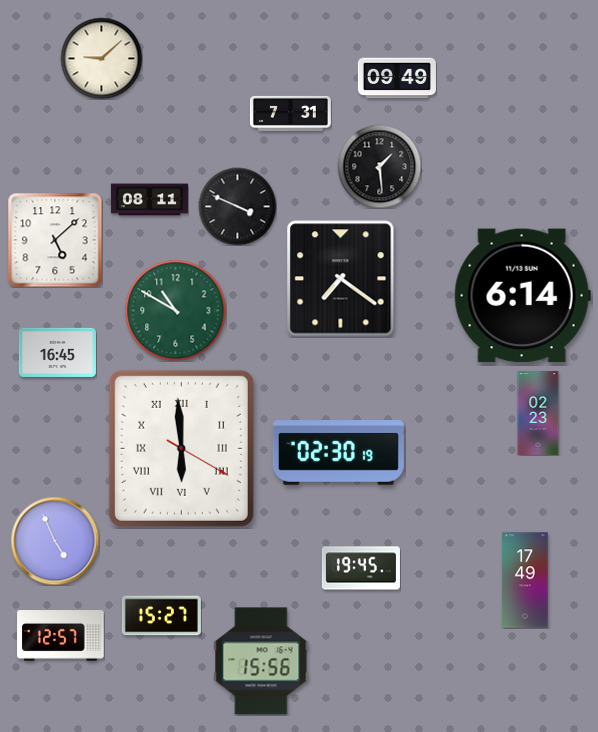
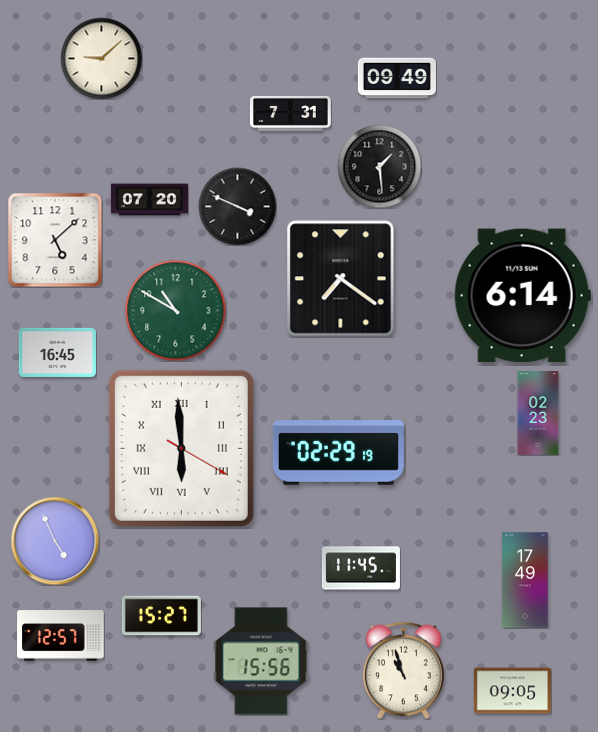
clock at (149, 200): 08:11 -> 07:20
clock at (338, 453): 02:30 -> 02:29
clock at (361, 568): 19:45 -> 11:45
clock at (404, 670): none -> 10:57
clock at (512, 691): none -> 09:05
